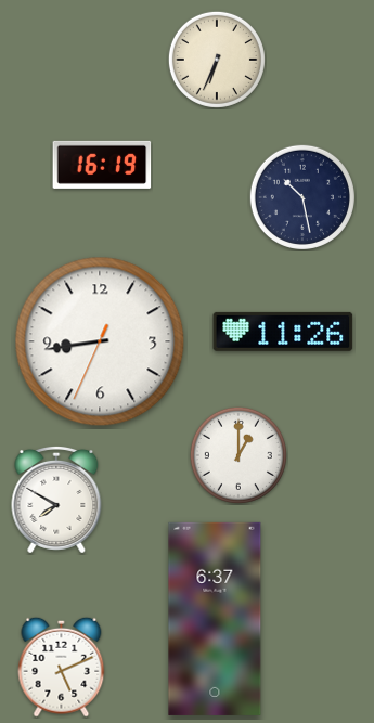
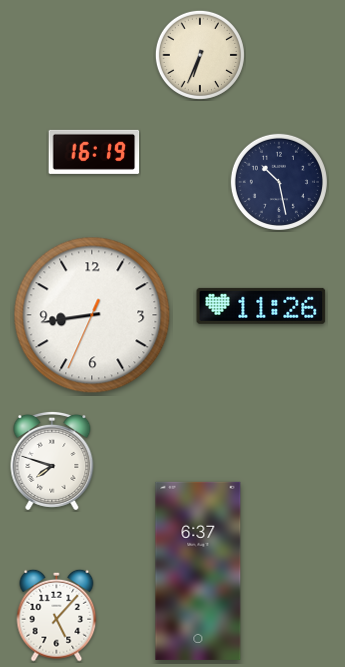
clock at (238, 455): 1:00 -> none
clock at (56, 500): 7:50 -> 7:48
clock at (62, 667): 5:11 -> 5:07
